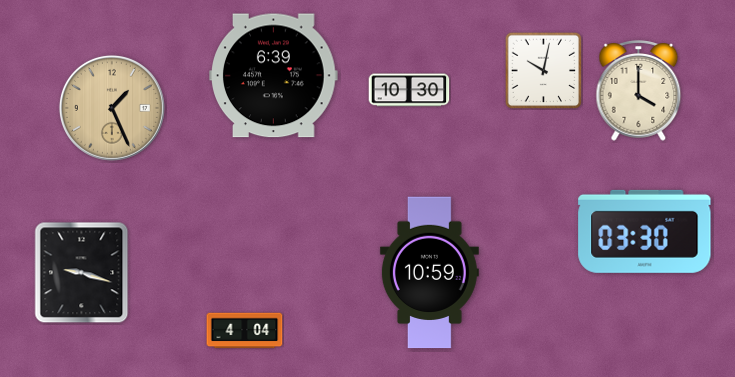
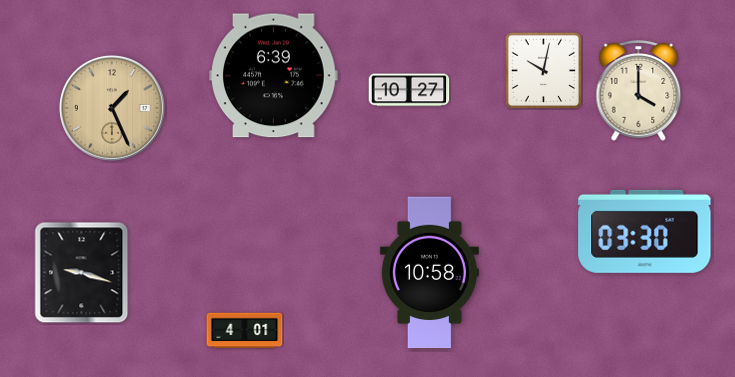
clock at (409, 90): 10:30 -> 10:27
clock at (429, 273): 10:59 -> 10:58
clock at (245, 331): 4:04 -> 4:01
